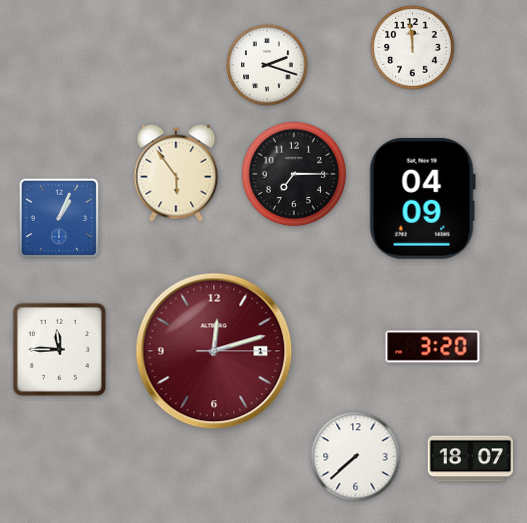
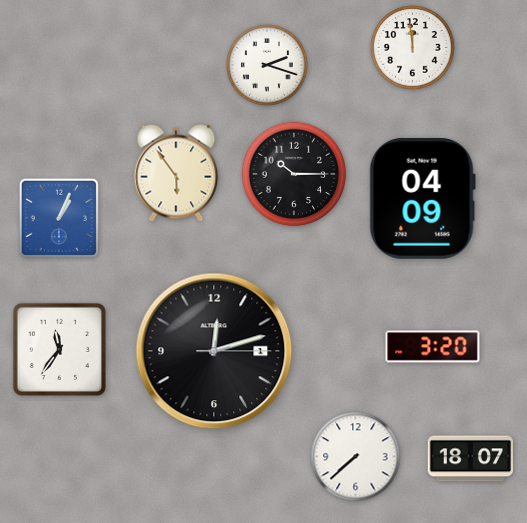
clock at (294, 174): 7:15 -> 10:15
clock at (59, 349): 11:45 -> 11:36
clock at (214, 351) dial: burgundy -> black
